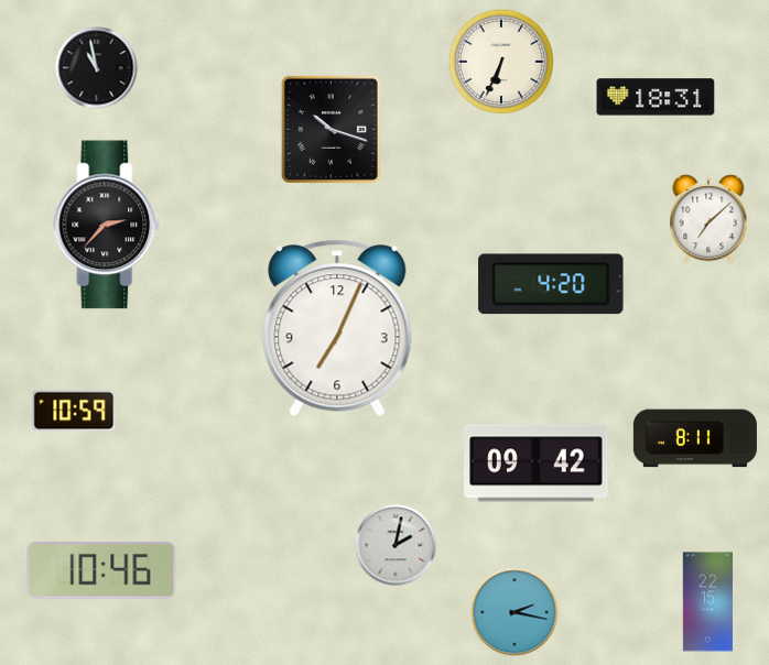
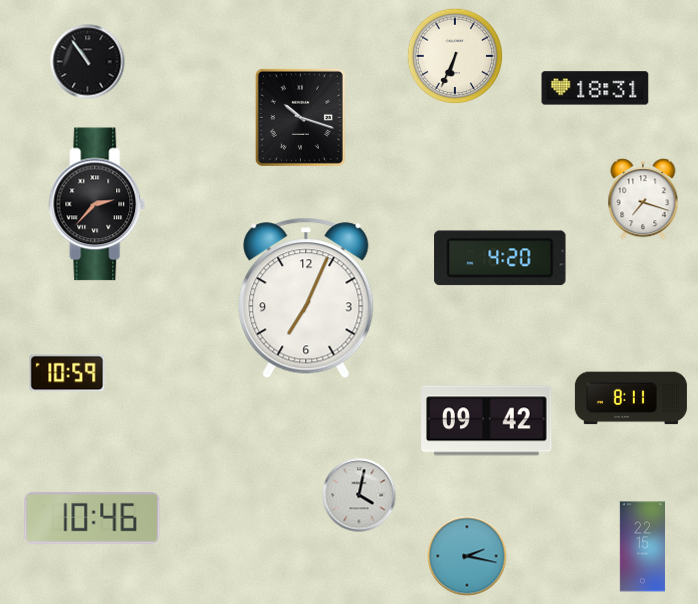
clock at (97, 68): 10:58 -> 10:54
clock at (708, 219): 7:08 -> 7:18
clock at (396, 545): 2:02 -> 4:02
